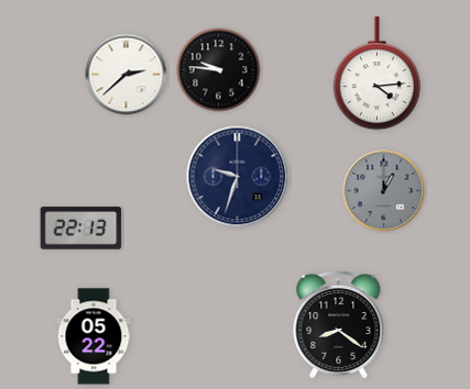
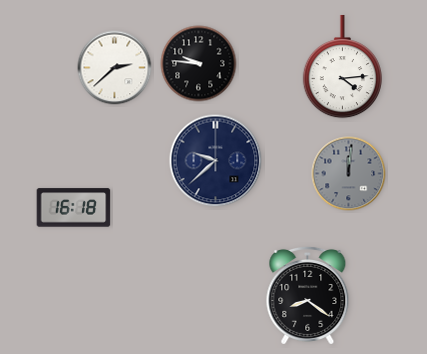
clock at (238, 177): 9:33 -> 9:38
clock at (384, 191): 1:00 -> 12:01
clock at (81, 229): 22:13 -> 16:18
clock at (94, 336): 05:22 -> none
